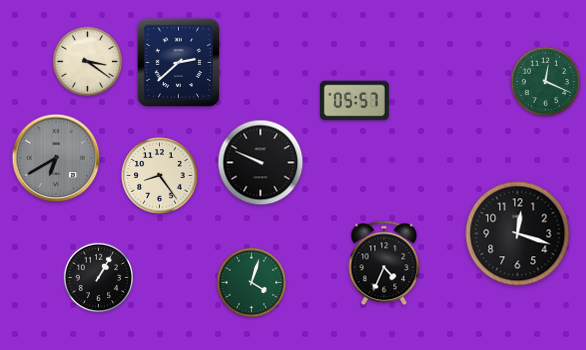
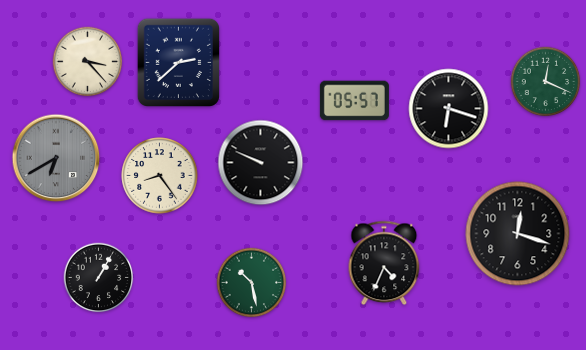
clock at (88, 62): 3:21 -> 3:23
clock at (449, 109): none -> 6:18
clock at (252, 283): 4:03 -> 10:28
